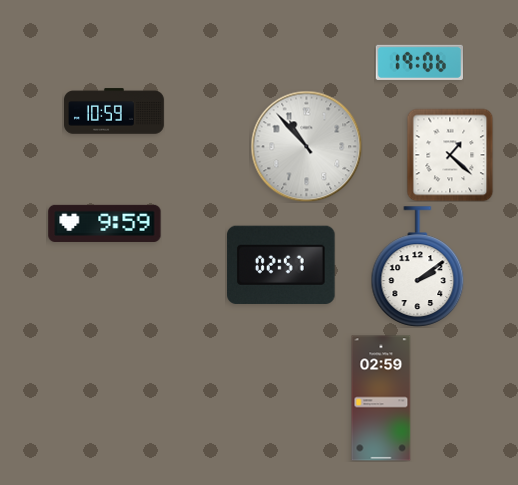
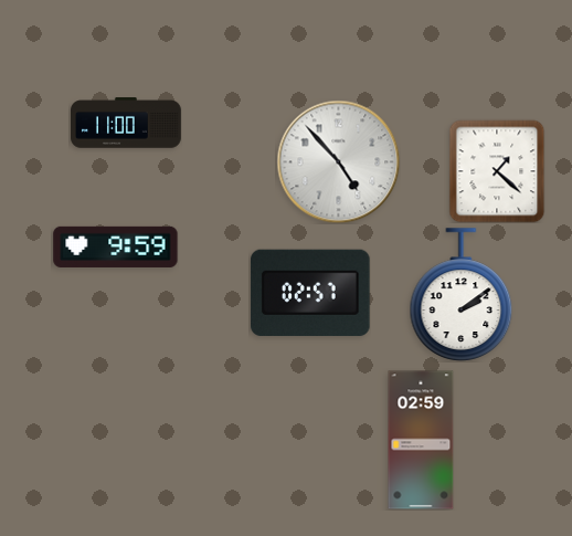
clock at (419, 62): 19:06 -> none
clock at (115, 111): 10:59 -> 11:00
clock at (306, 146): 10:53 -> 4:53
